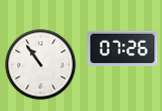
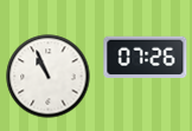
clock at (41, 65): 10:54 -> 10:56
